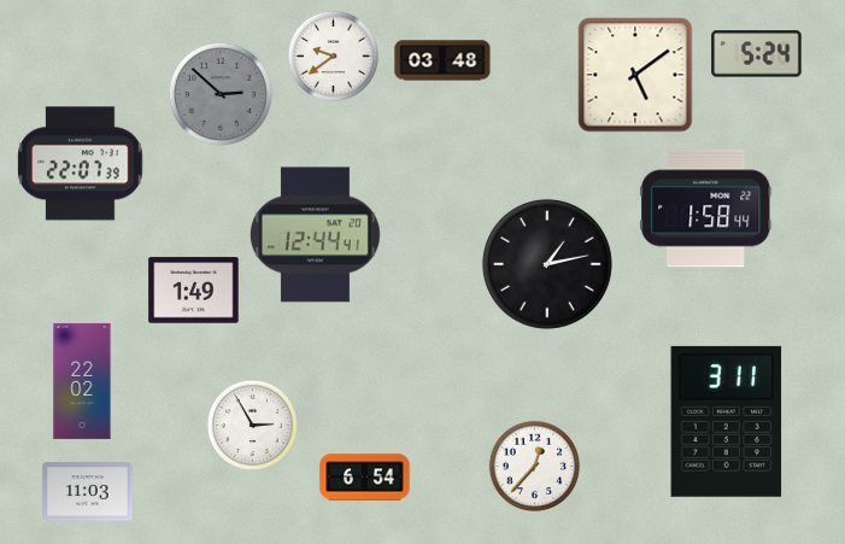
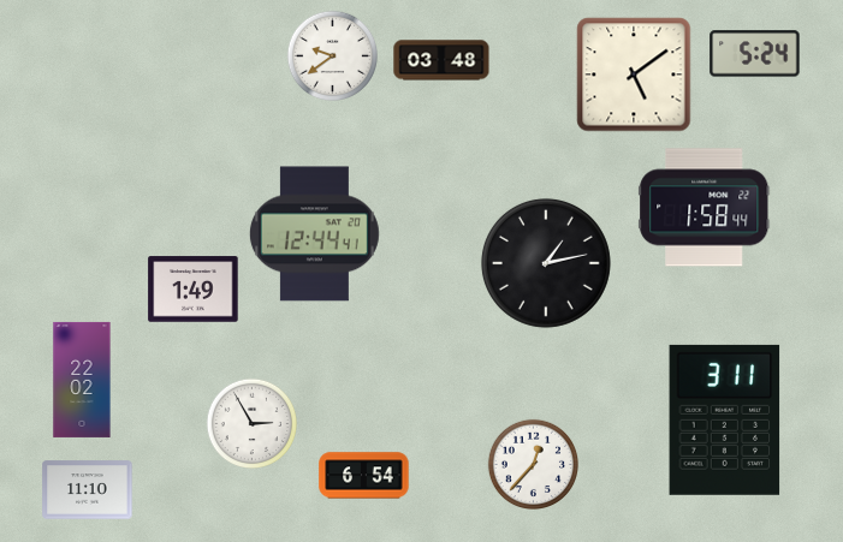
clock at (221, 94): 2:52 -> none
clock at (81, 164): 22:07 -> none
clock at (88, 492): 11:03 -> 11:10
